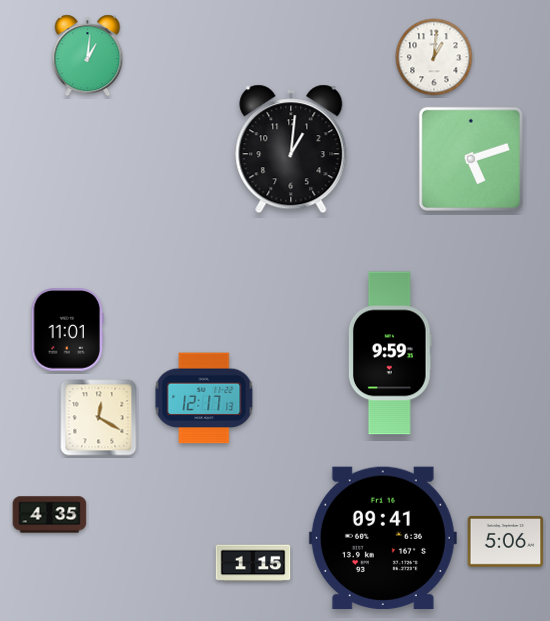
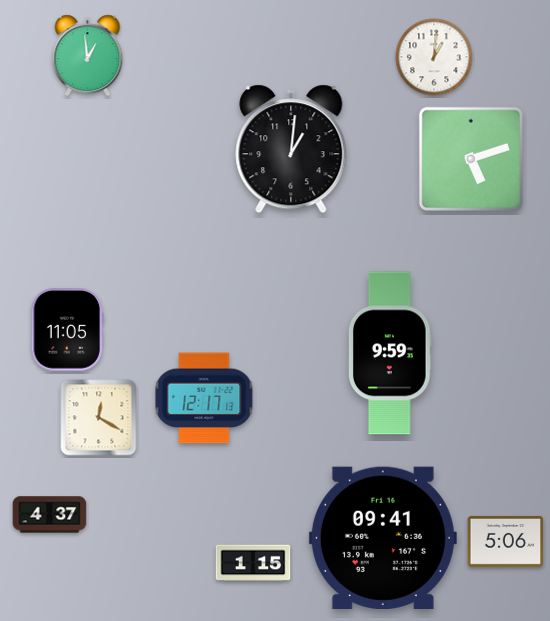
clock at (88, 56): 1:01 -> 12:59
clock at (67, 330): 11:01 -> 11:05
clock at (50, 515): 4:35 -> 4:37
